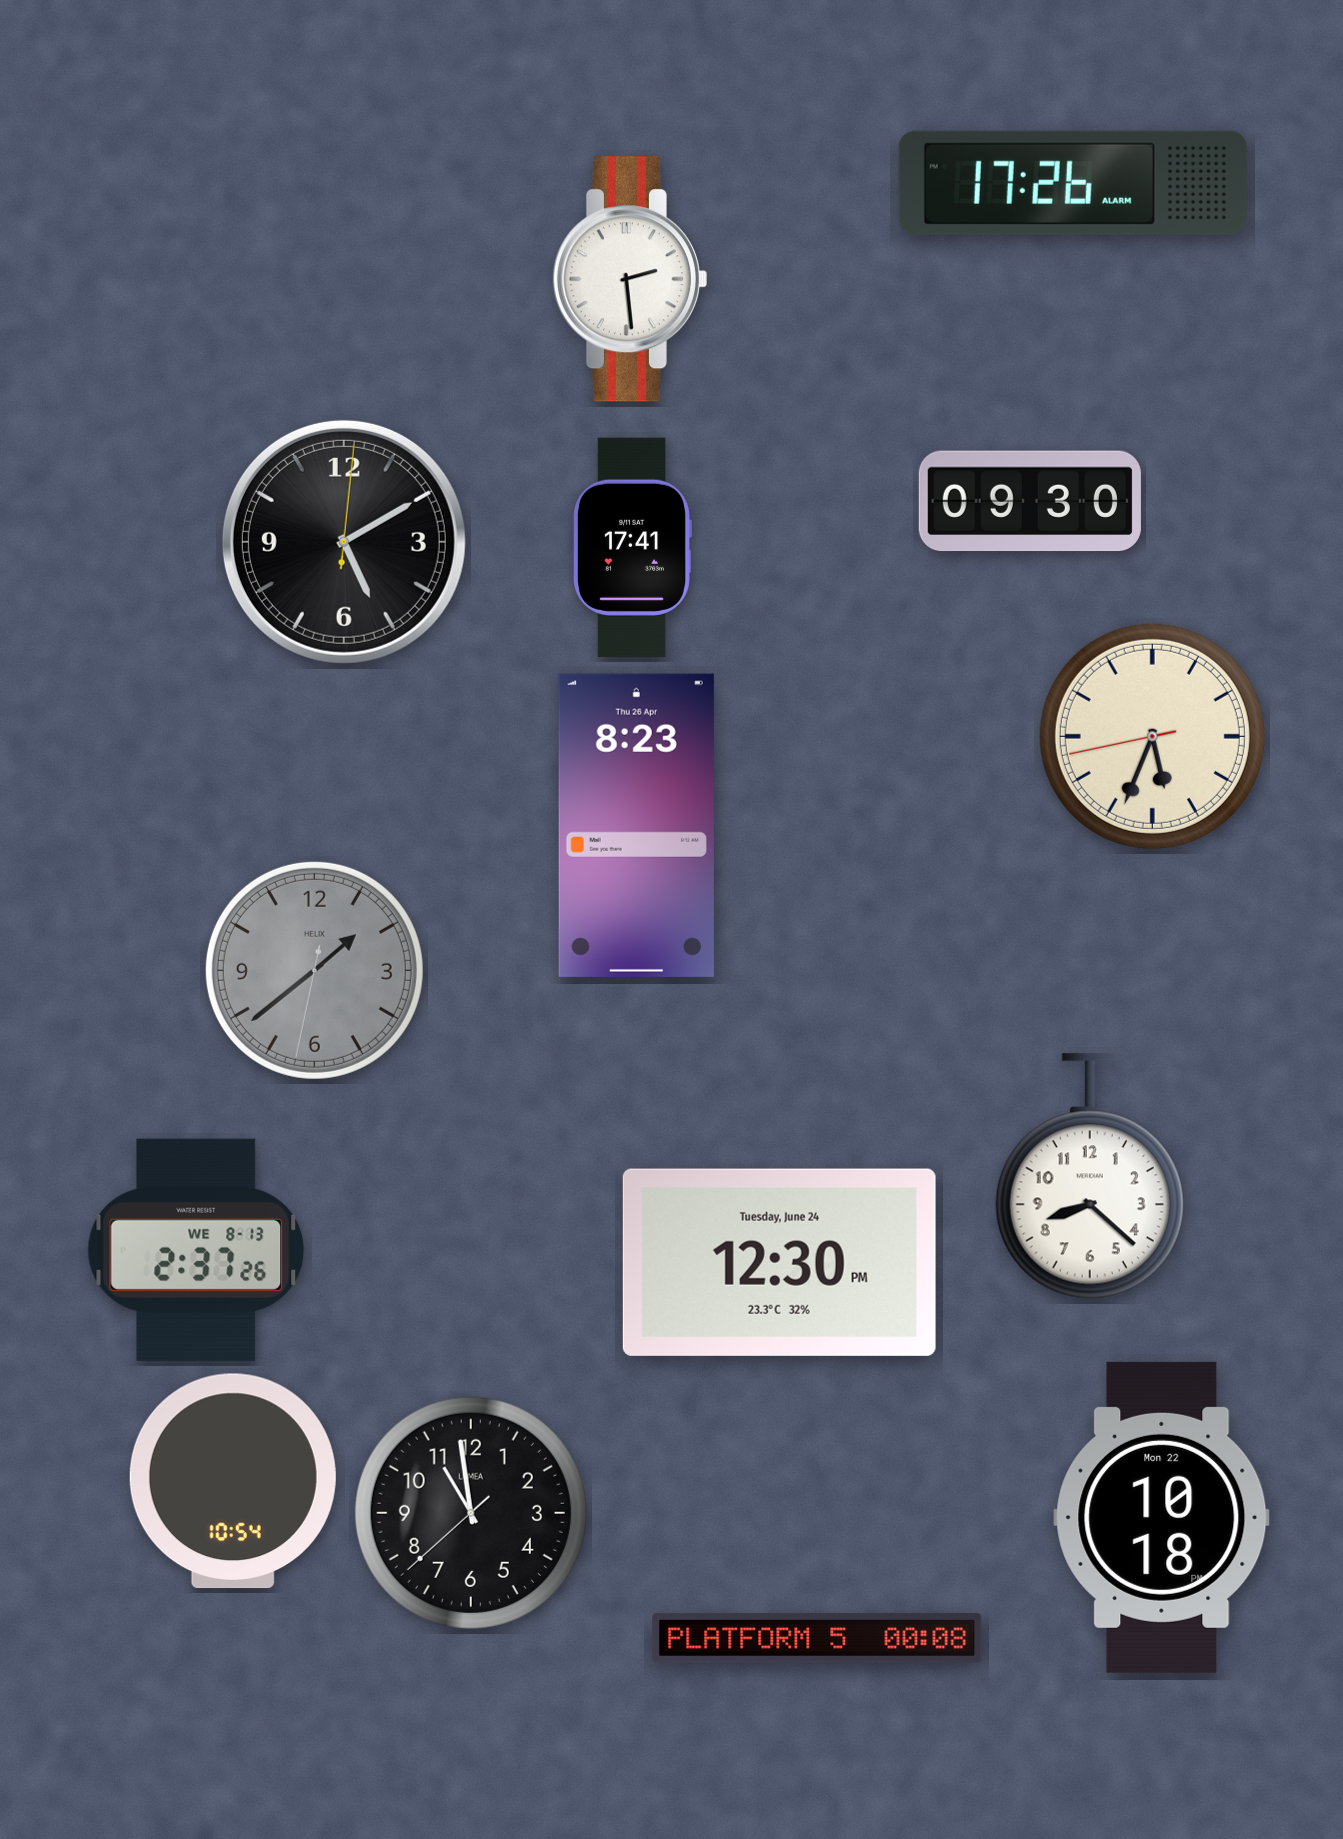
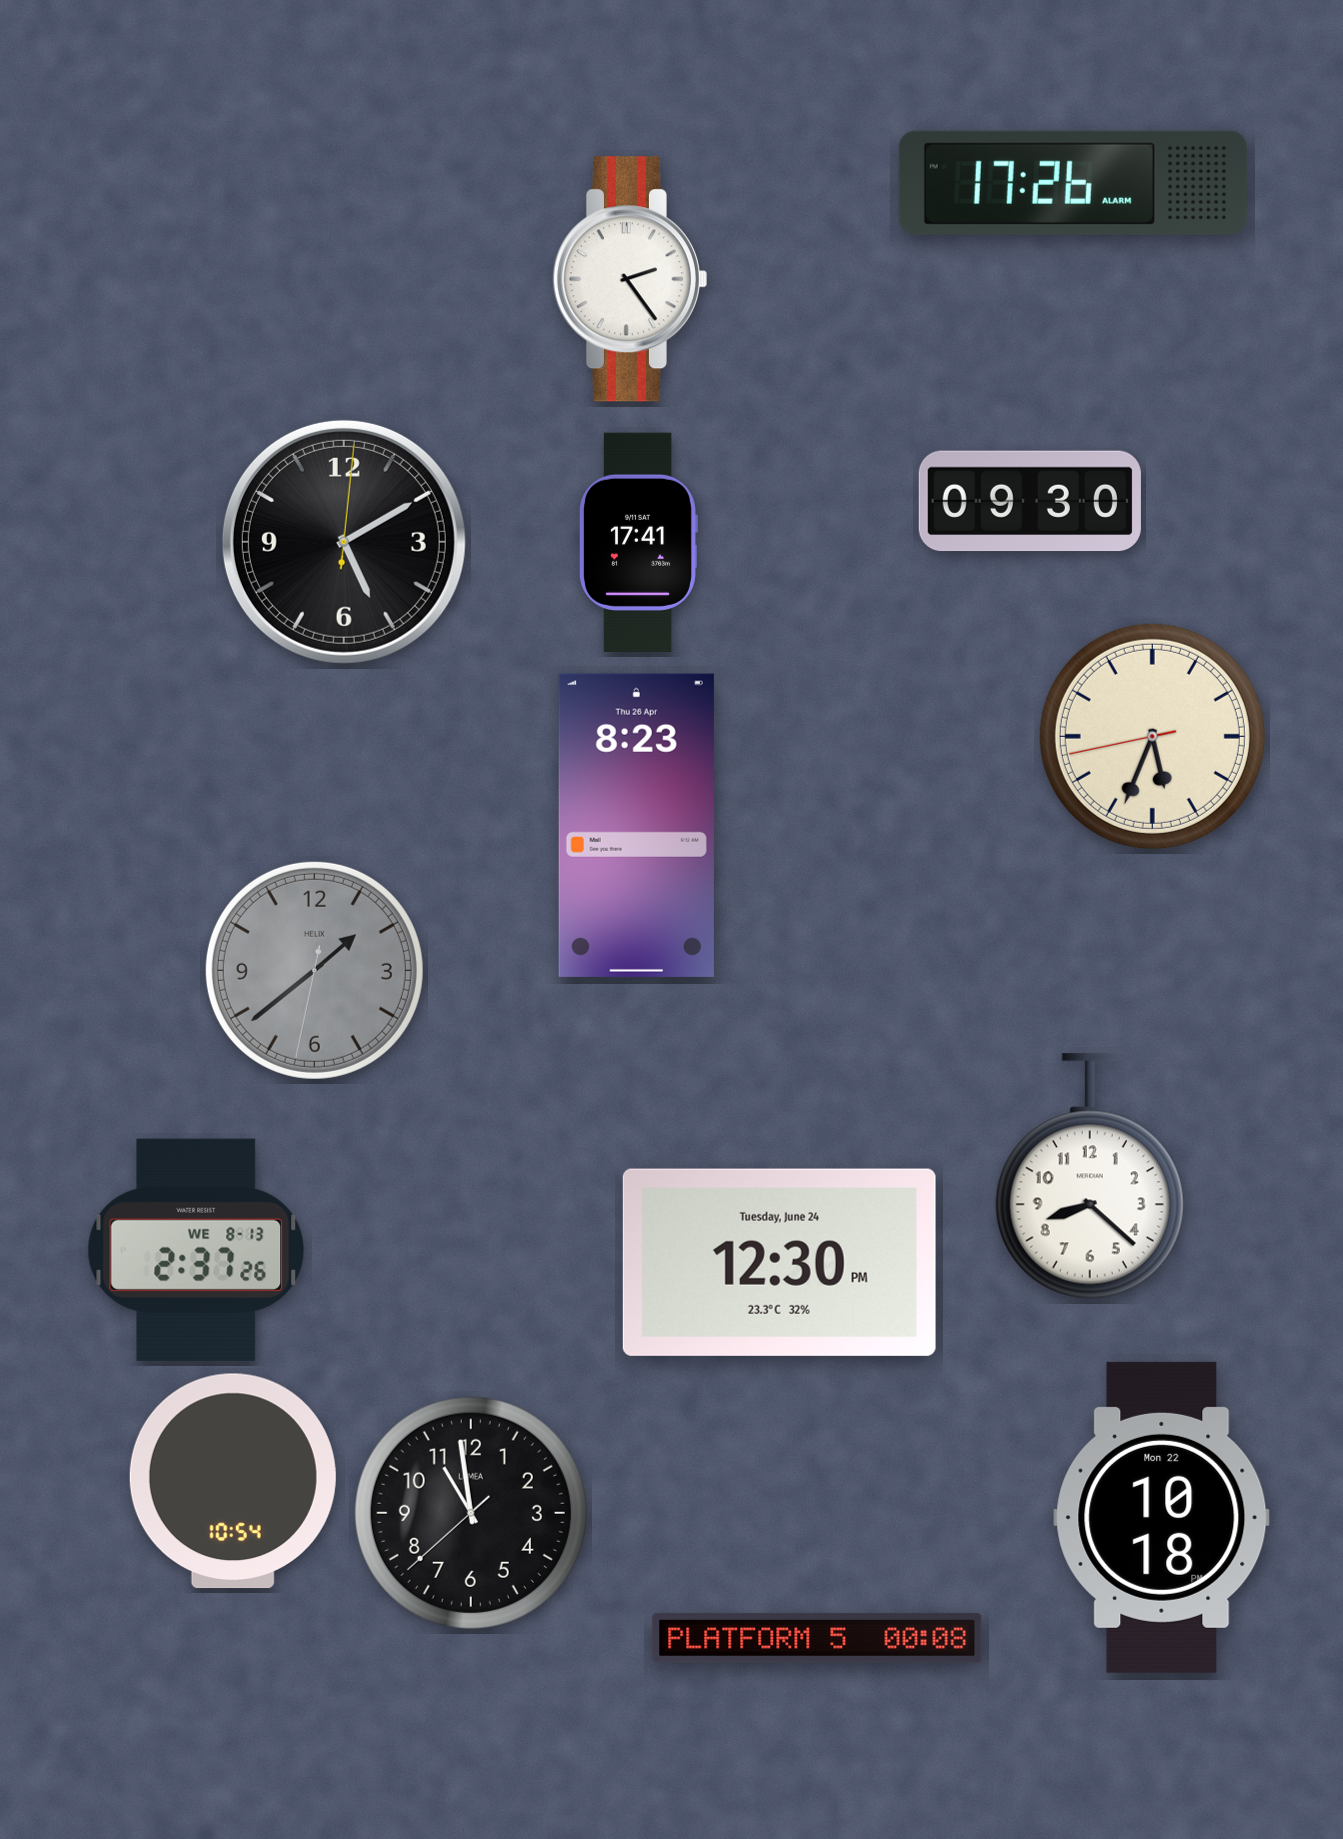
clock at (629, 279): 2:29 -> 2:24
clock at (633, 547) position: (633, 547) -> (639, 542)
